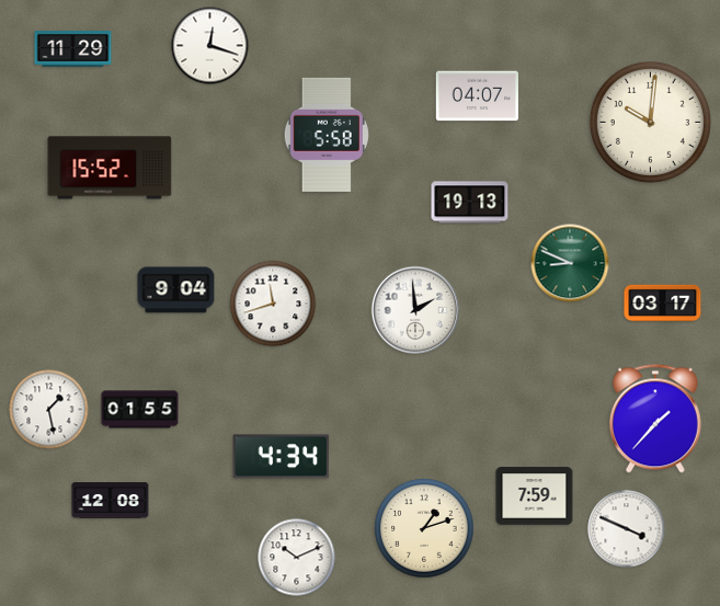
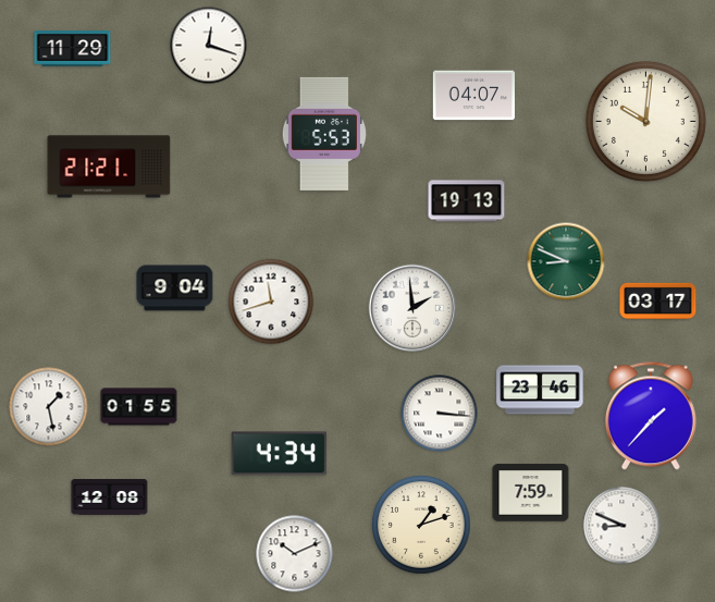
clock at (327, 135): 5:58 -> 5:53
clock at (110, 168): 15:52 -> 21:21
clock at (540, 390): none -> 23:46
clock at (440, 414): none -> 3:16
clock at (627, 529): 3:49 -> 8:49
